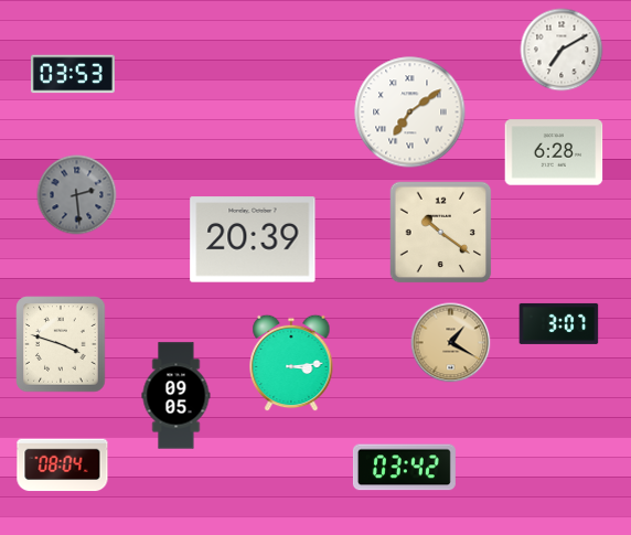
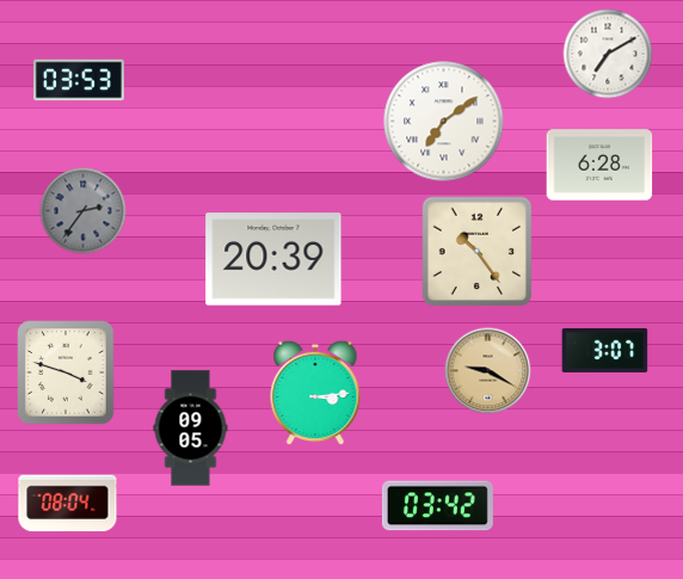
clock at (77, 195): 2:29 -> 2:36
clock at (441, 233): 10:21 -> 10:24
clock at (451, 343): 1:20 -> 9:20
